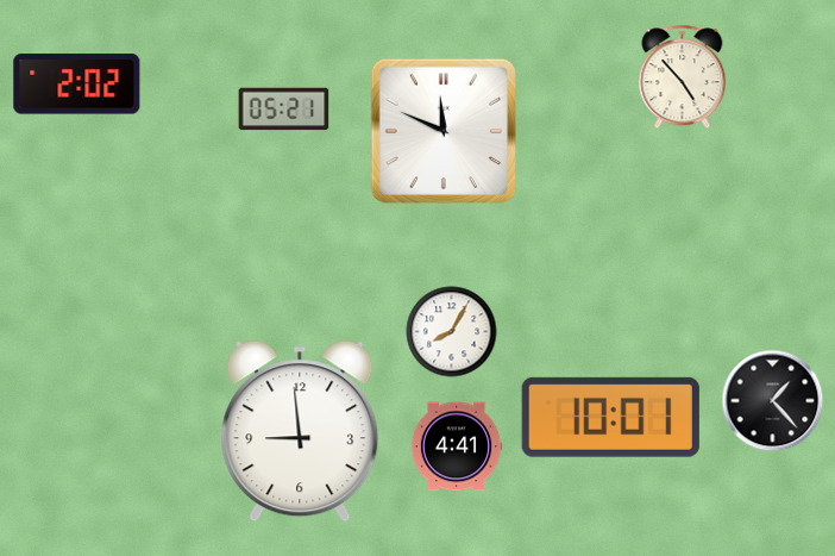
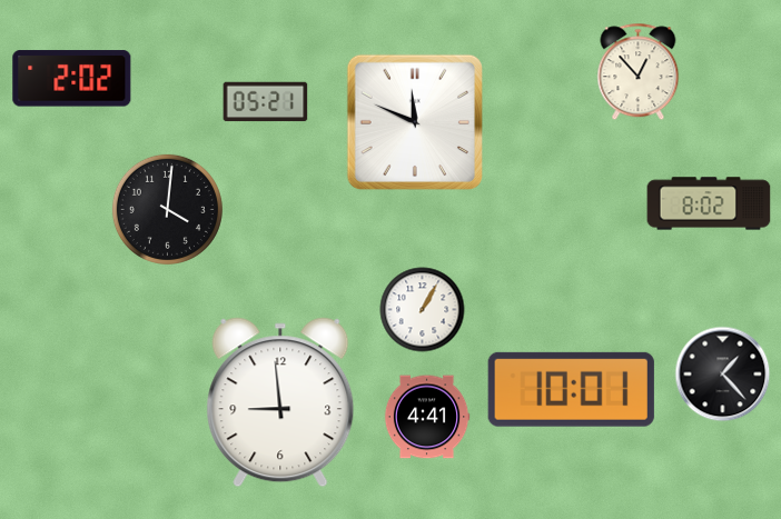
clock at (683, 77): 4:53 -> 12:53
clock at (709, 203): none -> 8:02
clock at (167, 209): none -> 4:01
clock at (452, 332): 8:05 -> 1:05
